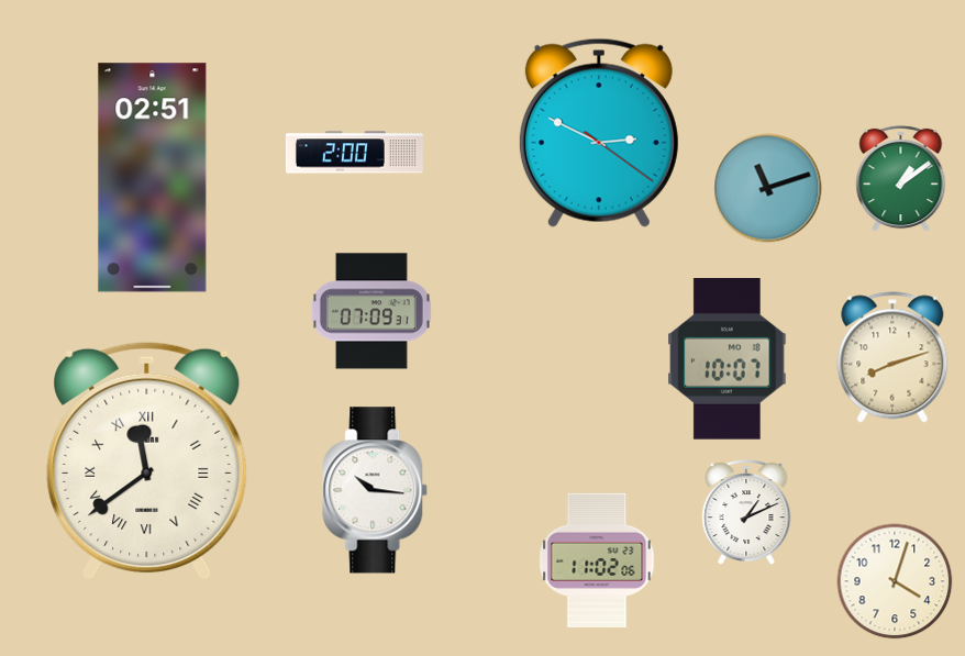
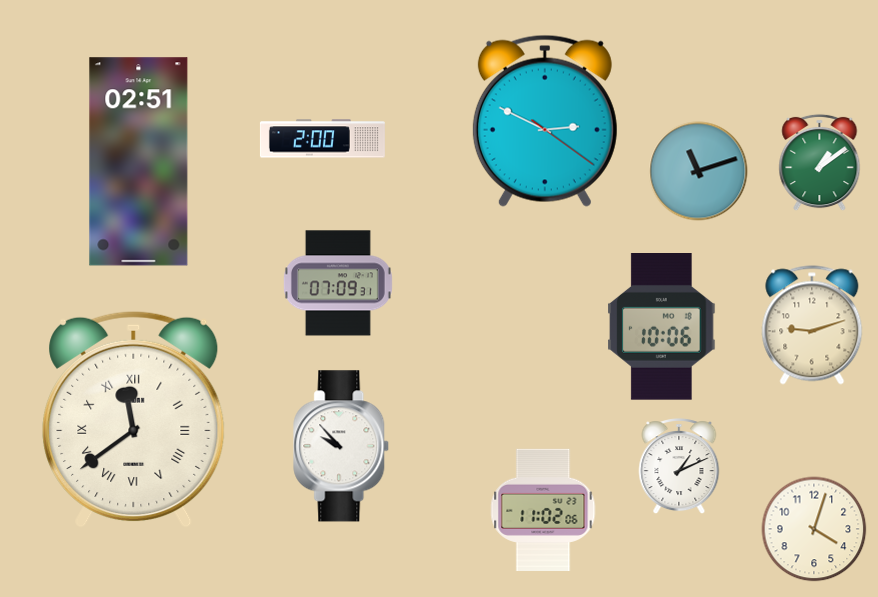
clock at (892, 357): 8:12 -> 9:12
clock at (728, 359): 10:07 -> 10:06
clock at (376, 490): 10:16 -> 9:53
